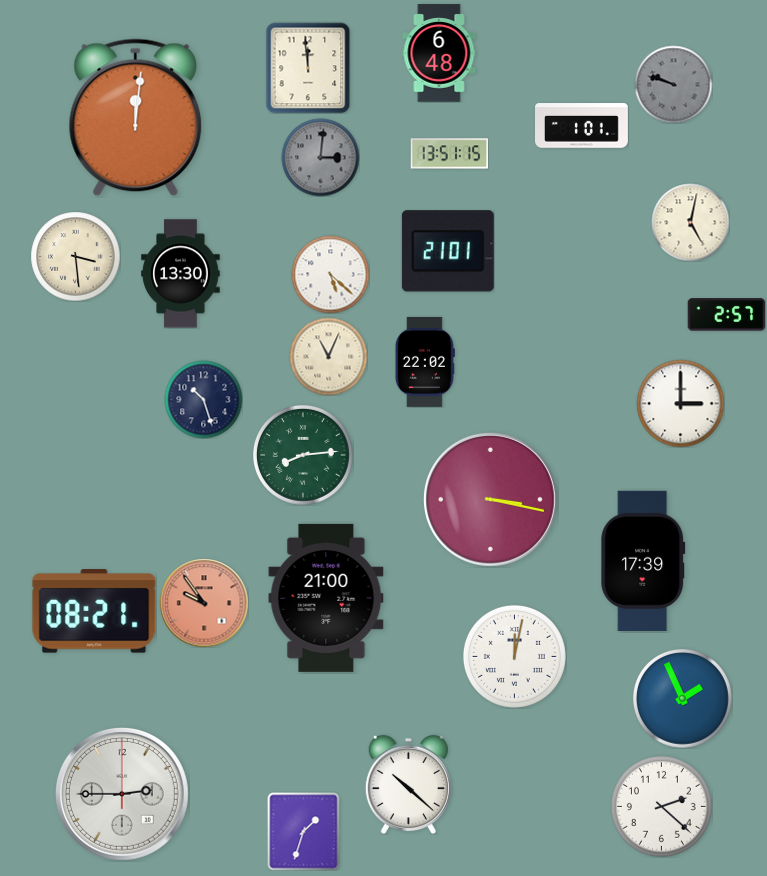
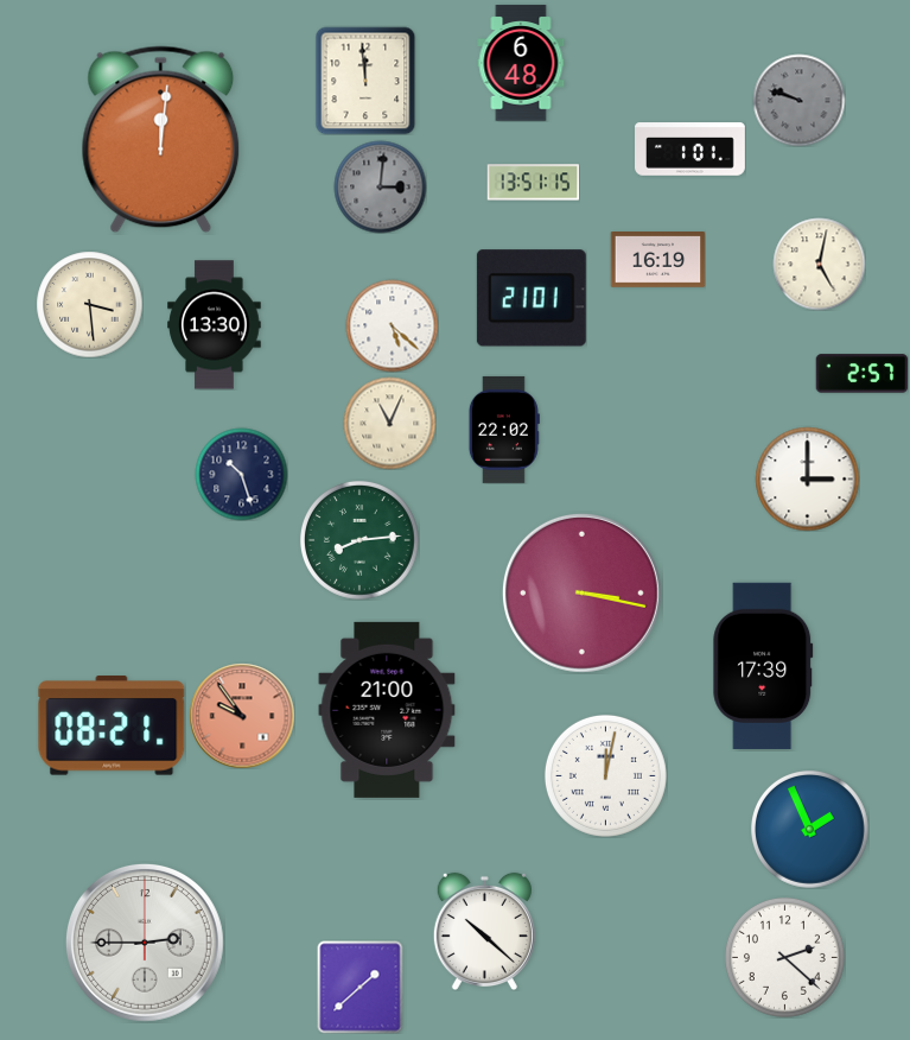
clock at (657, 260): none -> 16:19
clock at (514, 656) position: (514, 656) -> (605, 775)
clock at (304, 831): 1:33 -> 1:38
